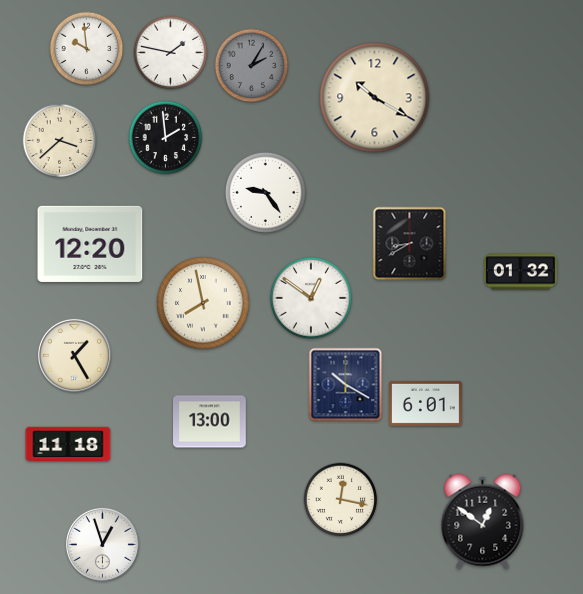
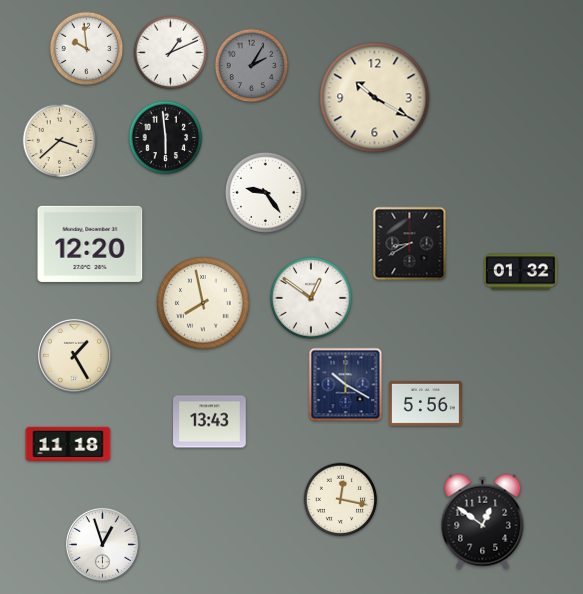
clock at (171, 53): 1:47 -> 1:11
clock at (166, 138): 1:59 -> 5:59
clock at (426, 403): 6:01 -> 5:56
clock at (210, 422): 13:00 -> 13:43
